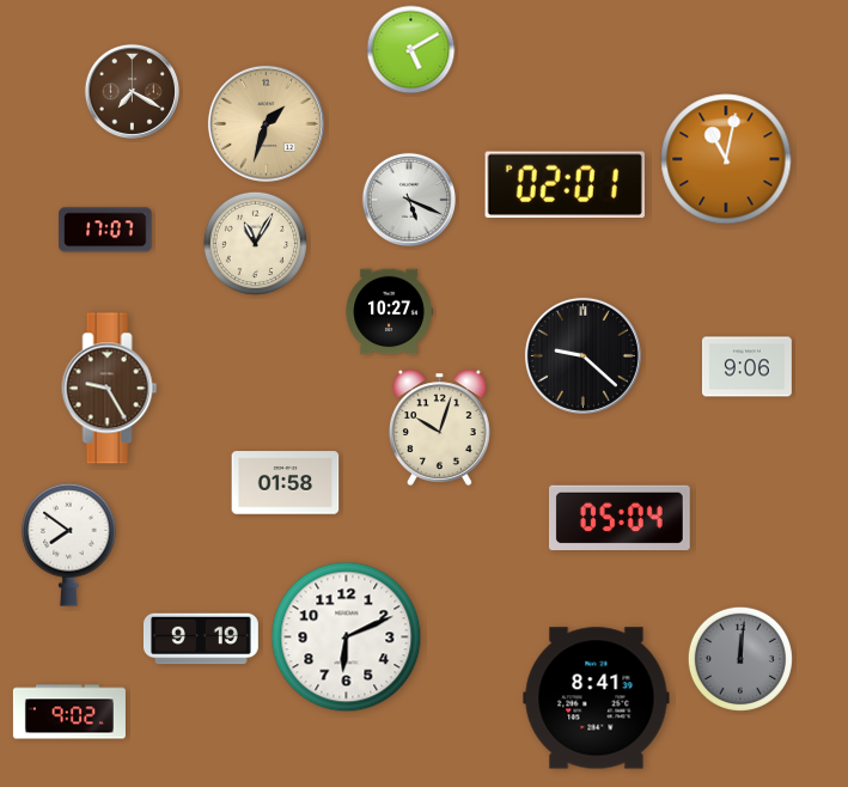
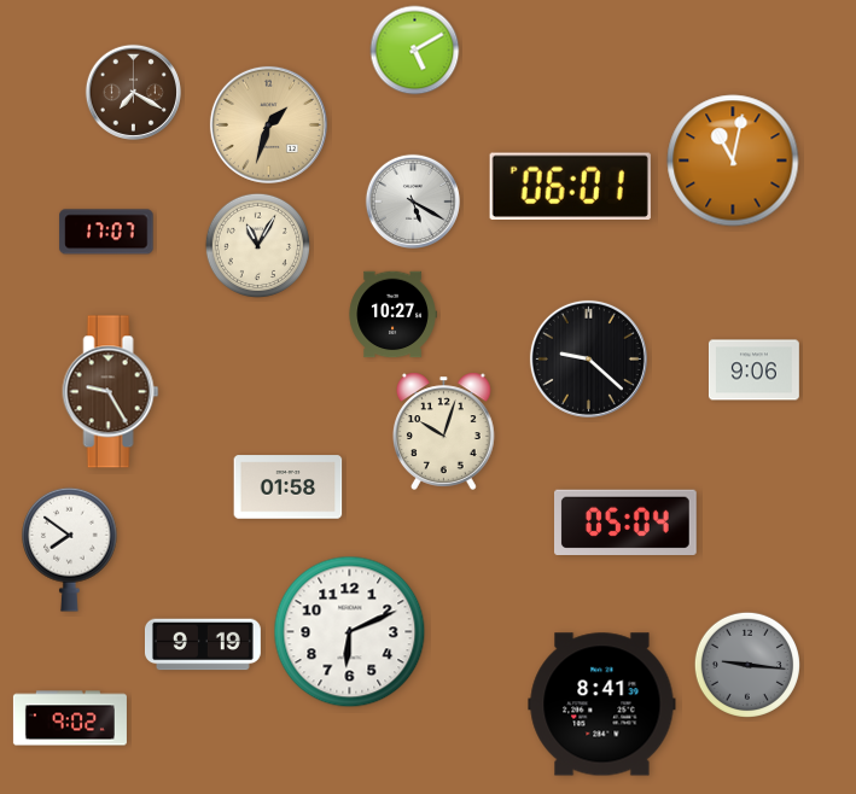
clock at (565, 184): 02:01 -> 06:01
clock at (408, 199): 5:19 -> 5:20
clock at (347, 637) position: (347, 637) -> (350, 632)
clock at (740, 659): 12:01 -> 9:16
